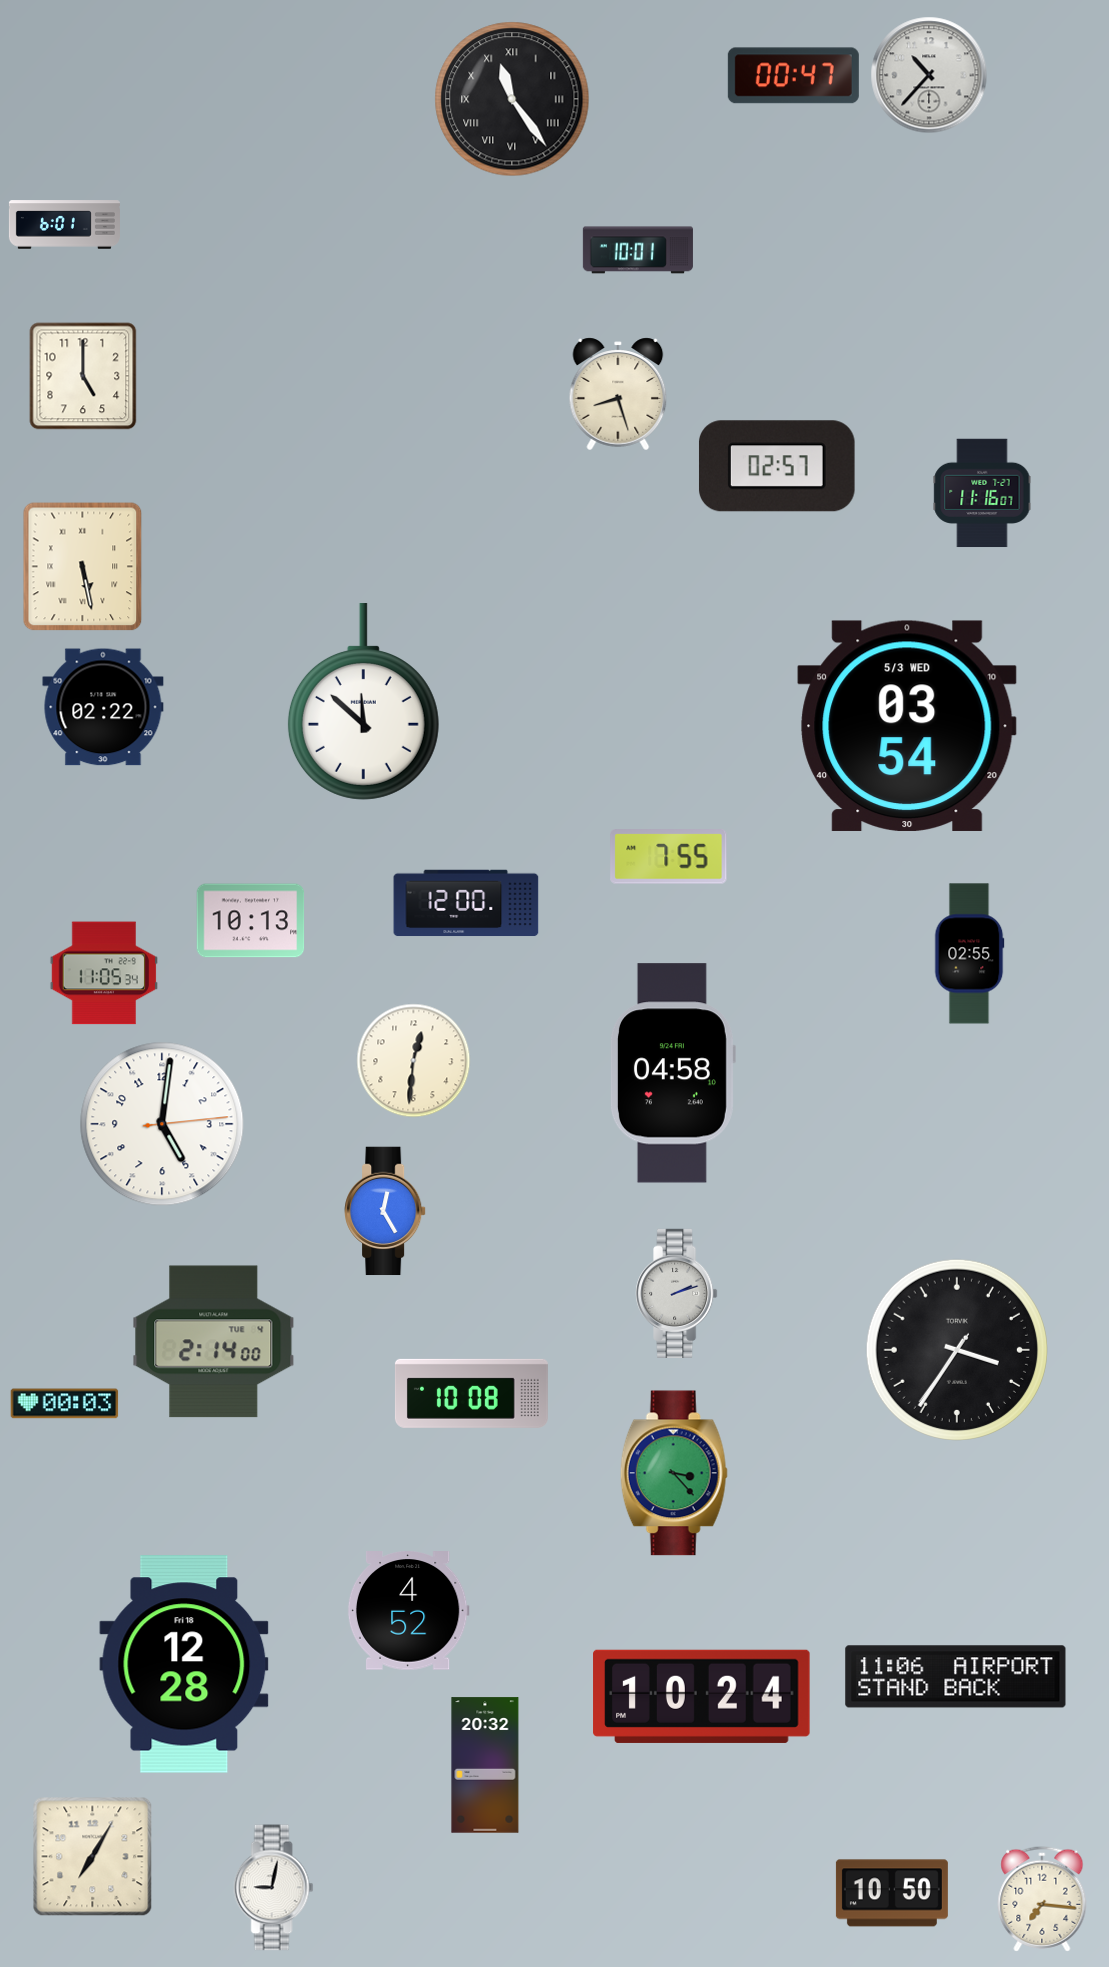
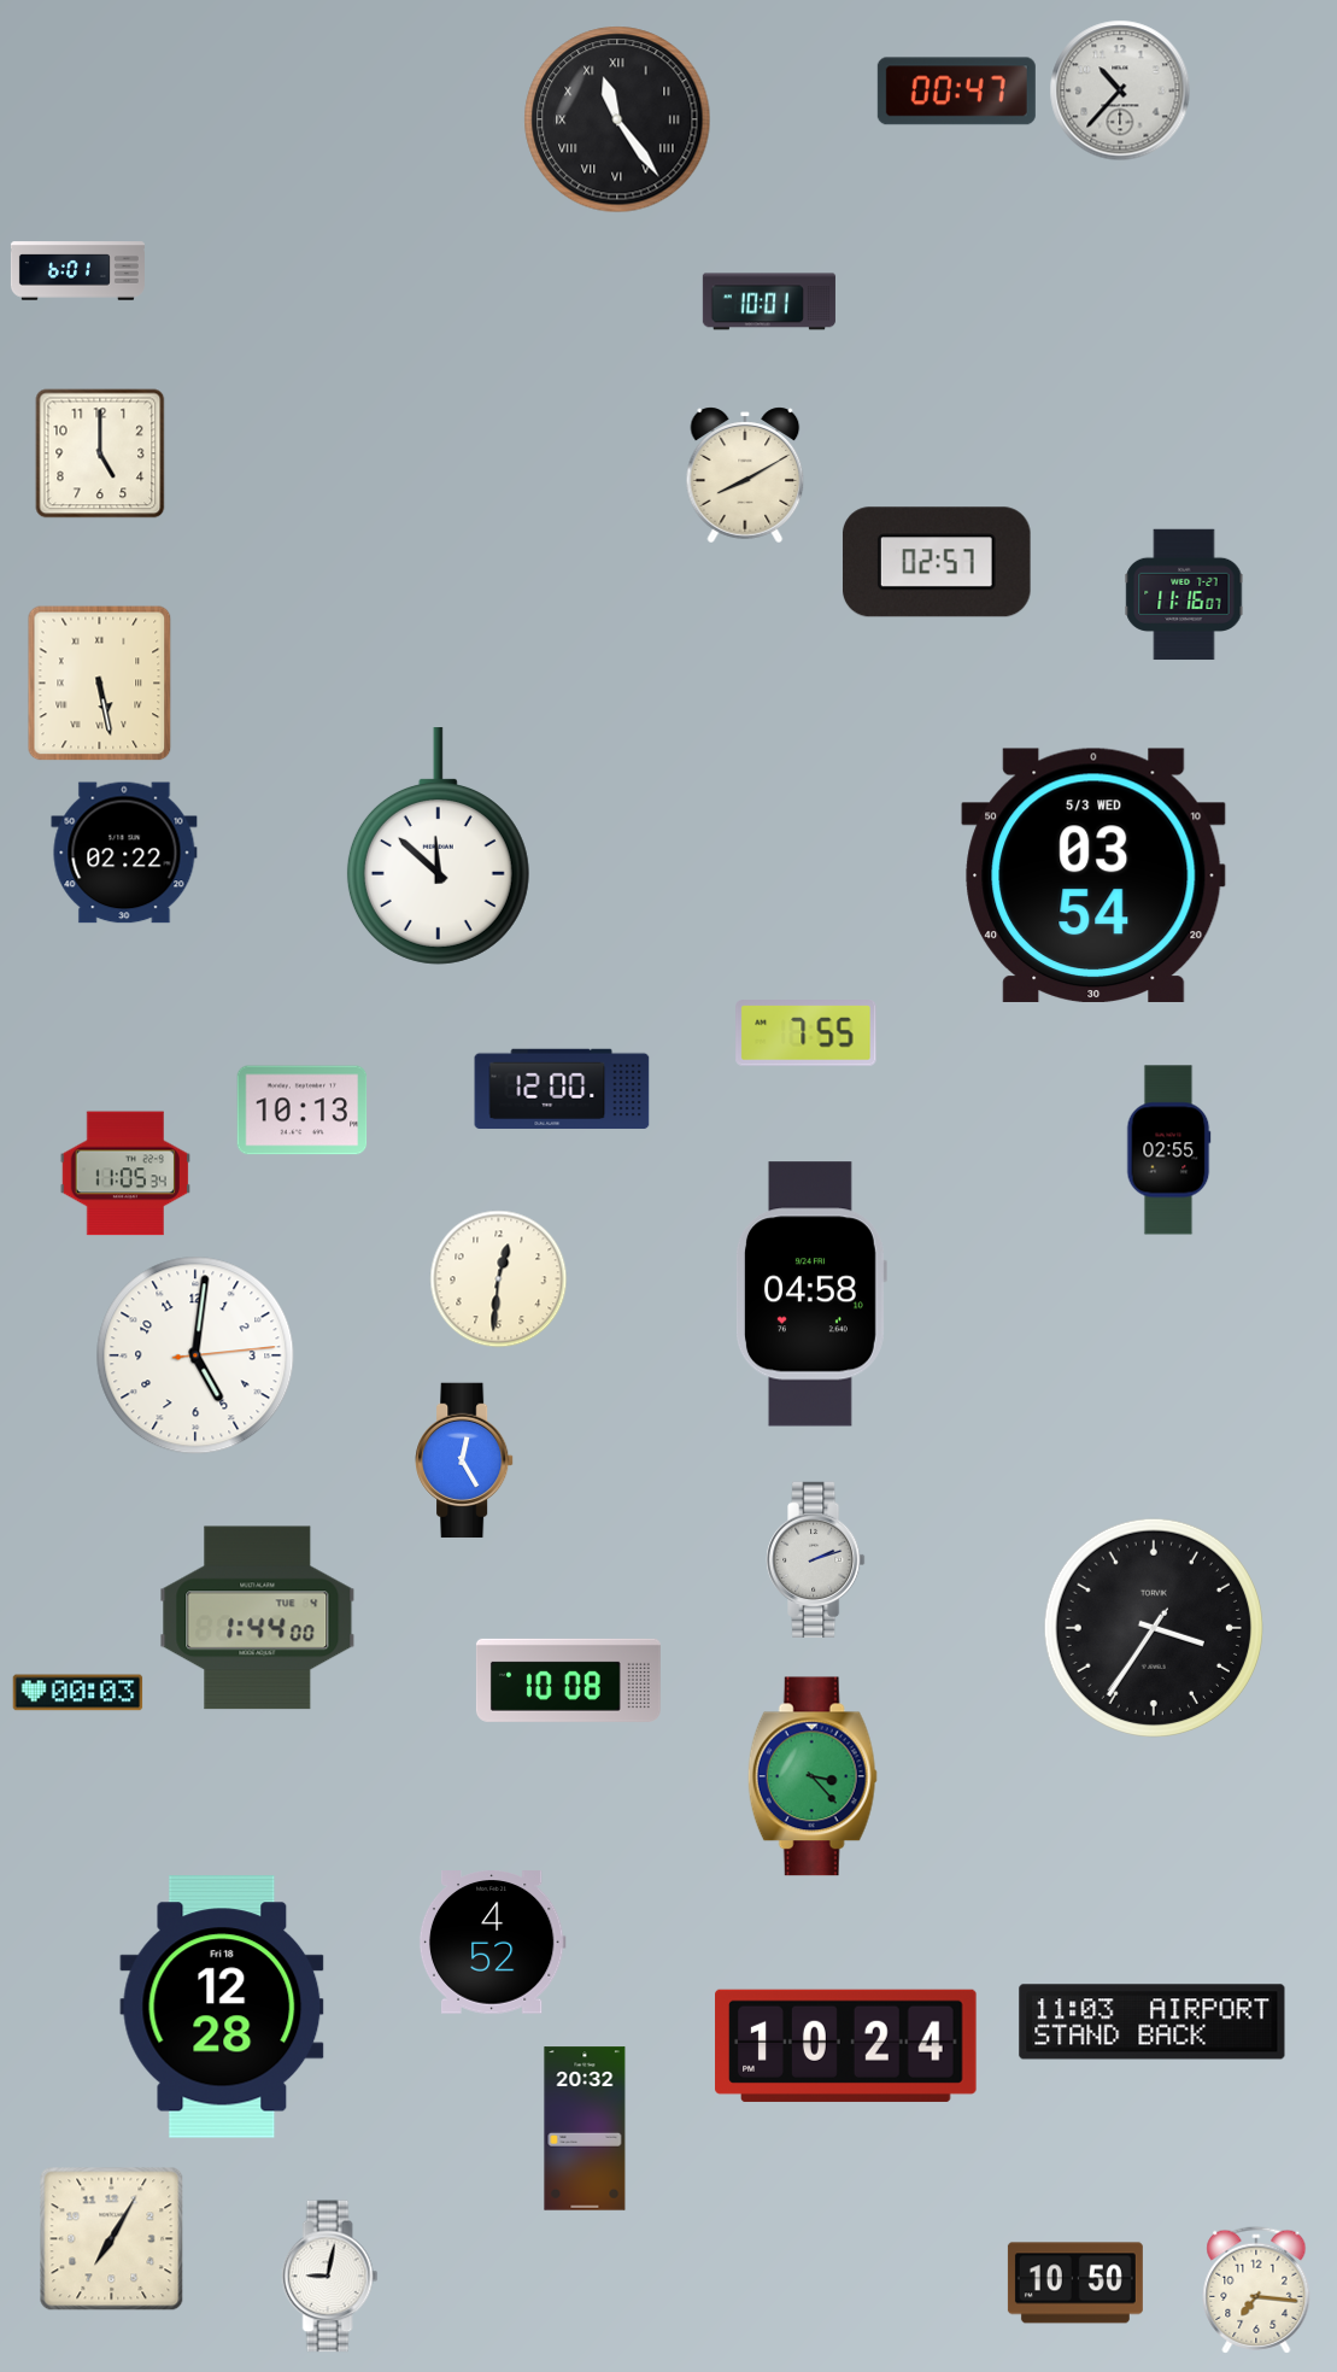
clock at (618, 394): 8:27 -> 8:10
clock at (214, 1342): 2:14 -> 1:44
clock at (956, 1677): 11:06 -> 11:03
